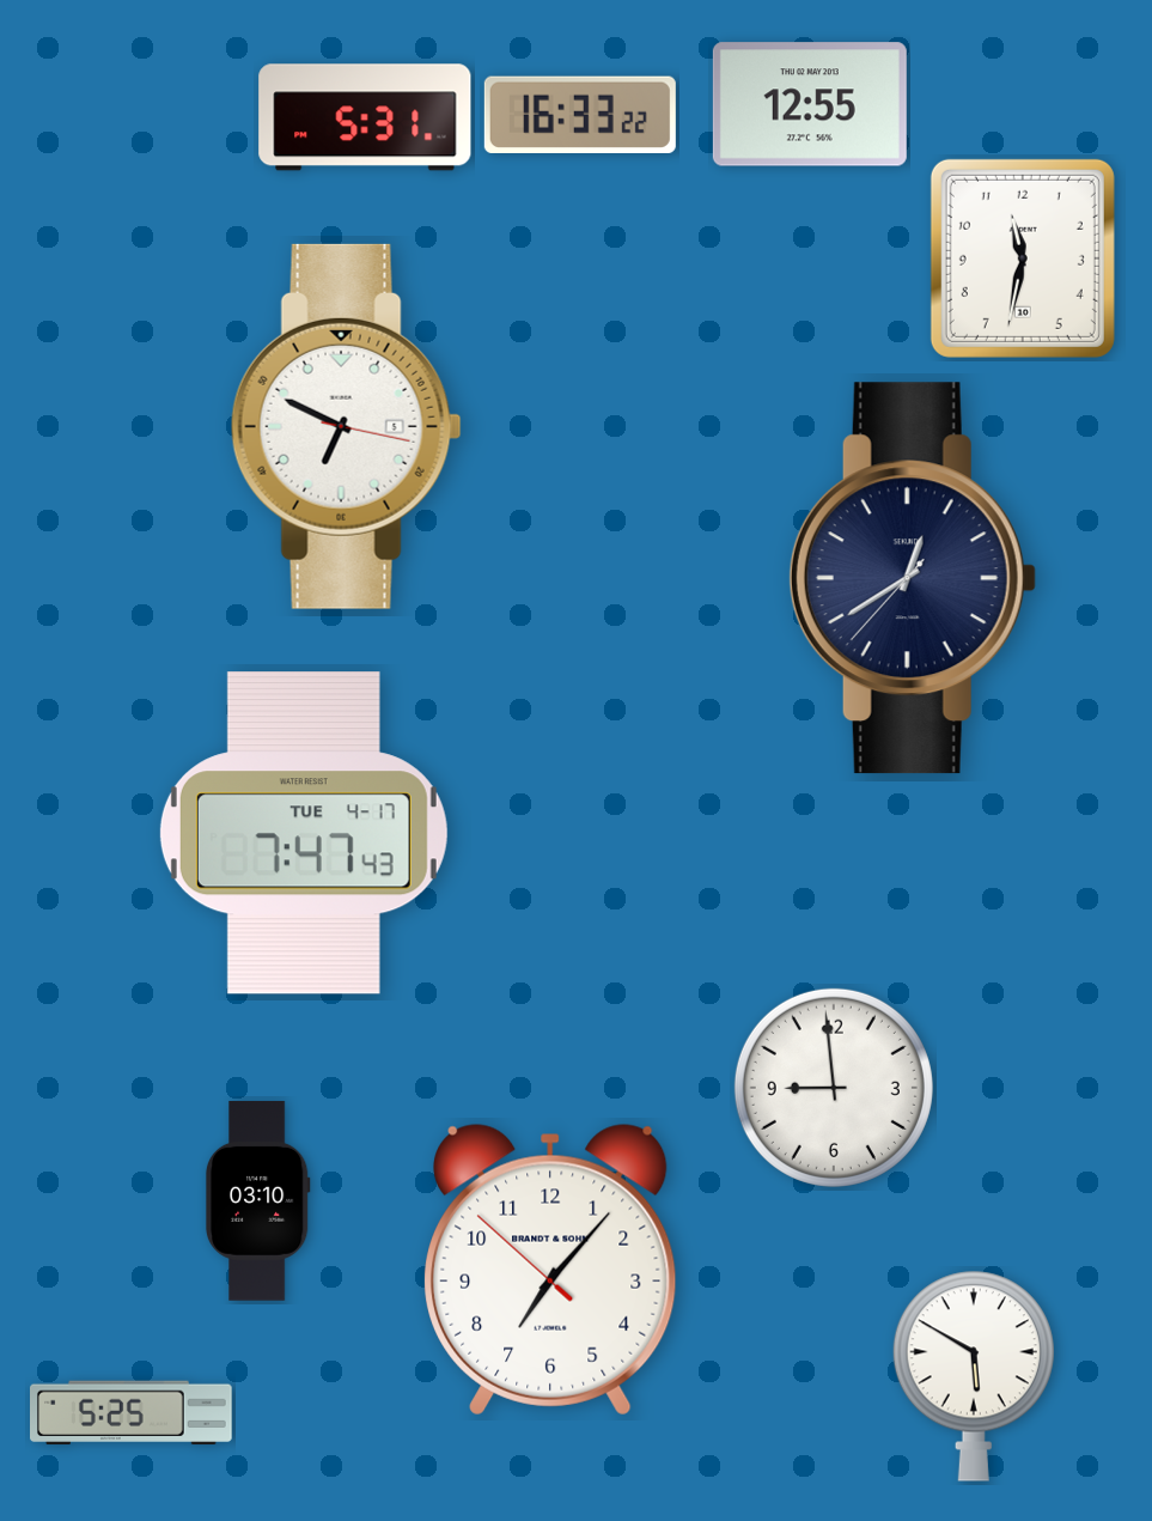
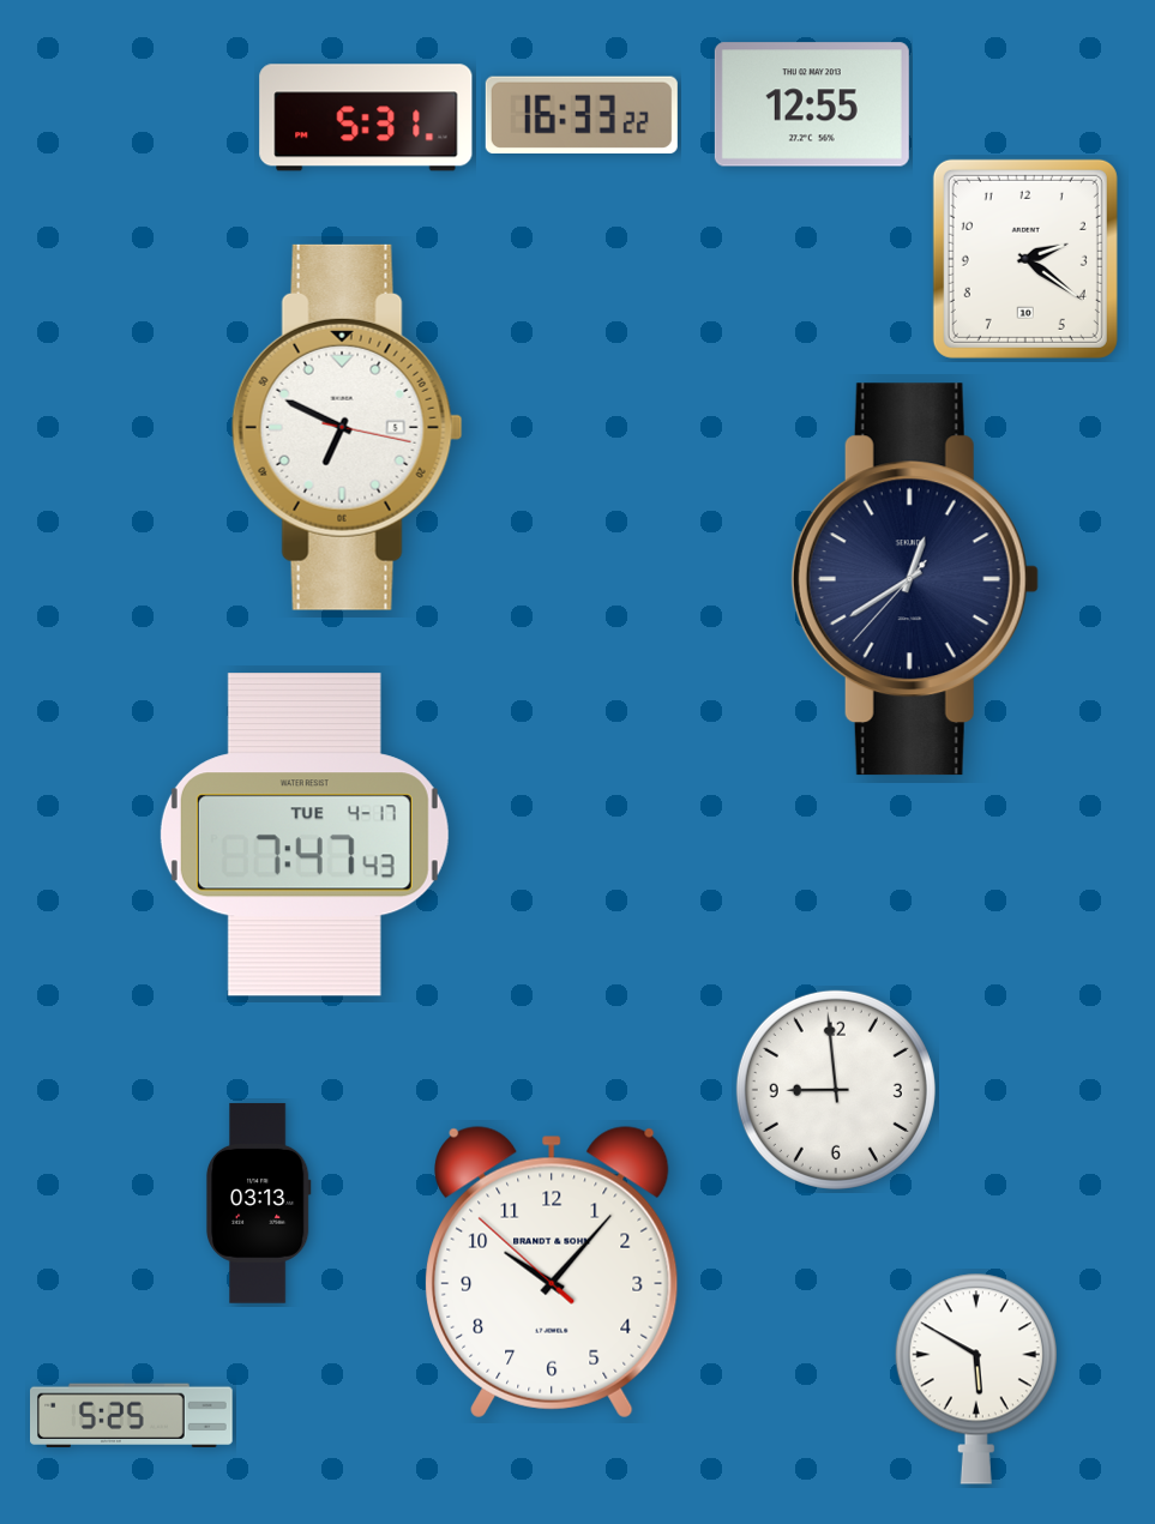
clock at (1023, 258): 11:32 -> 2:21
clock at (257, 1200): 03:10 -> 03:13
clock at (550, 1270): 7:06 -> 10:06
